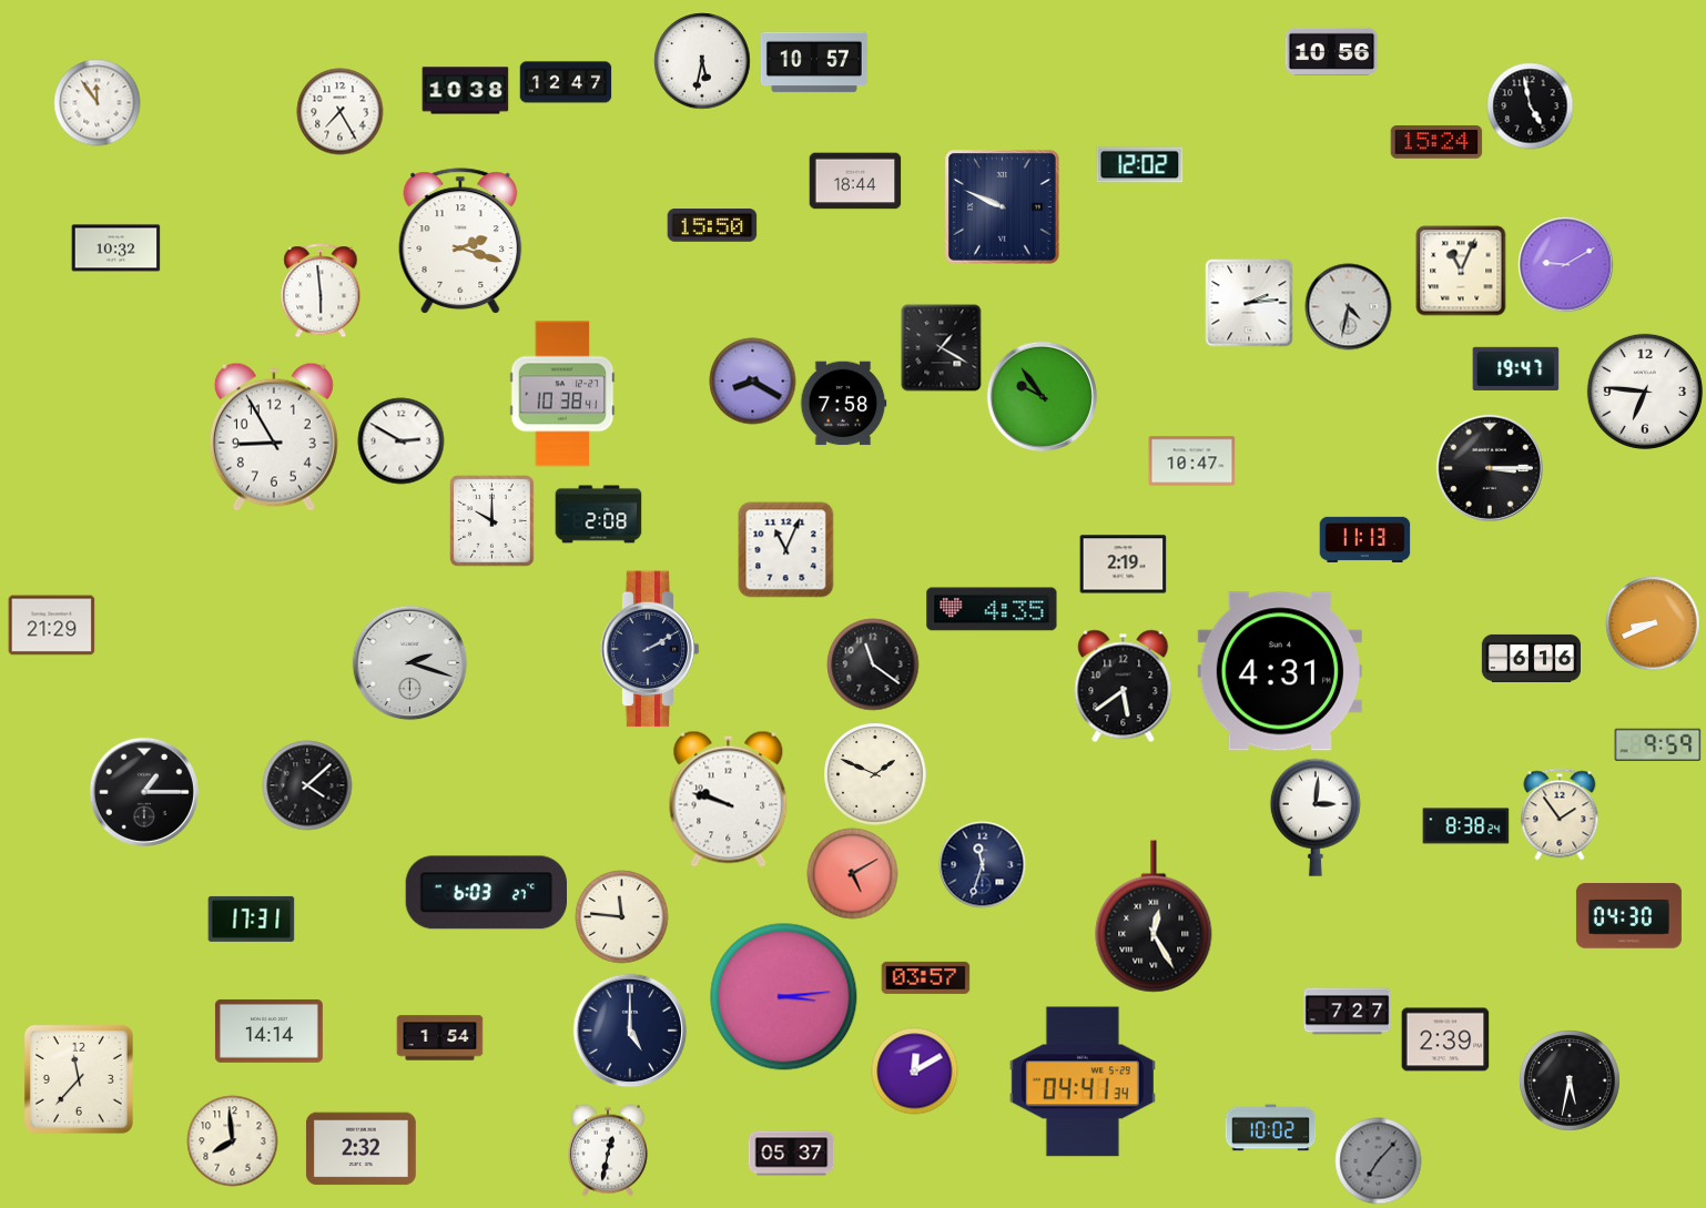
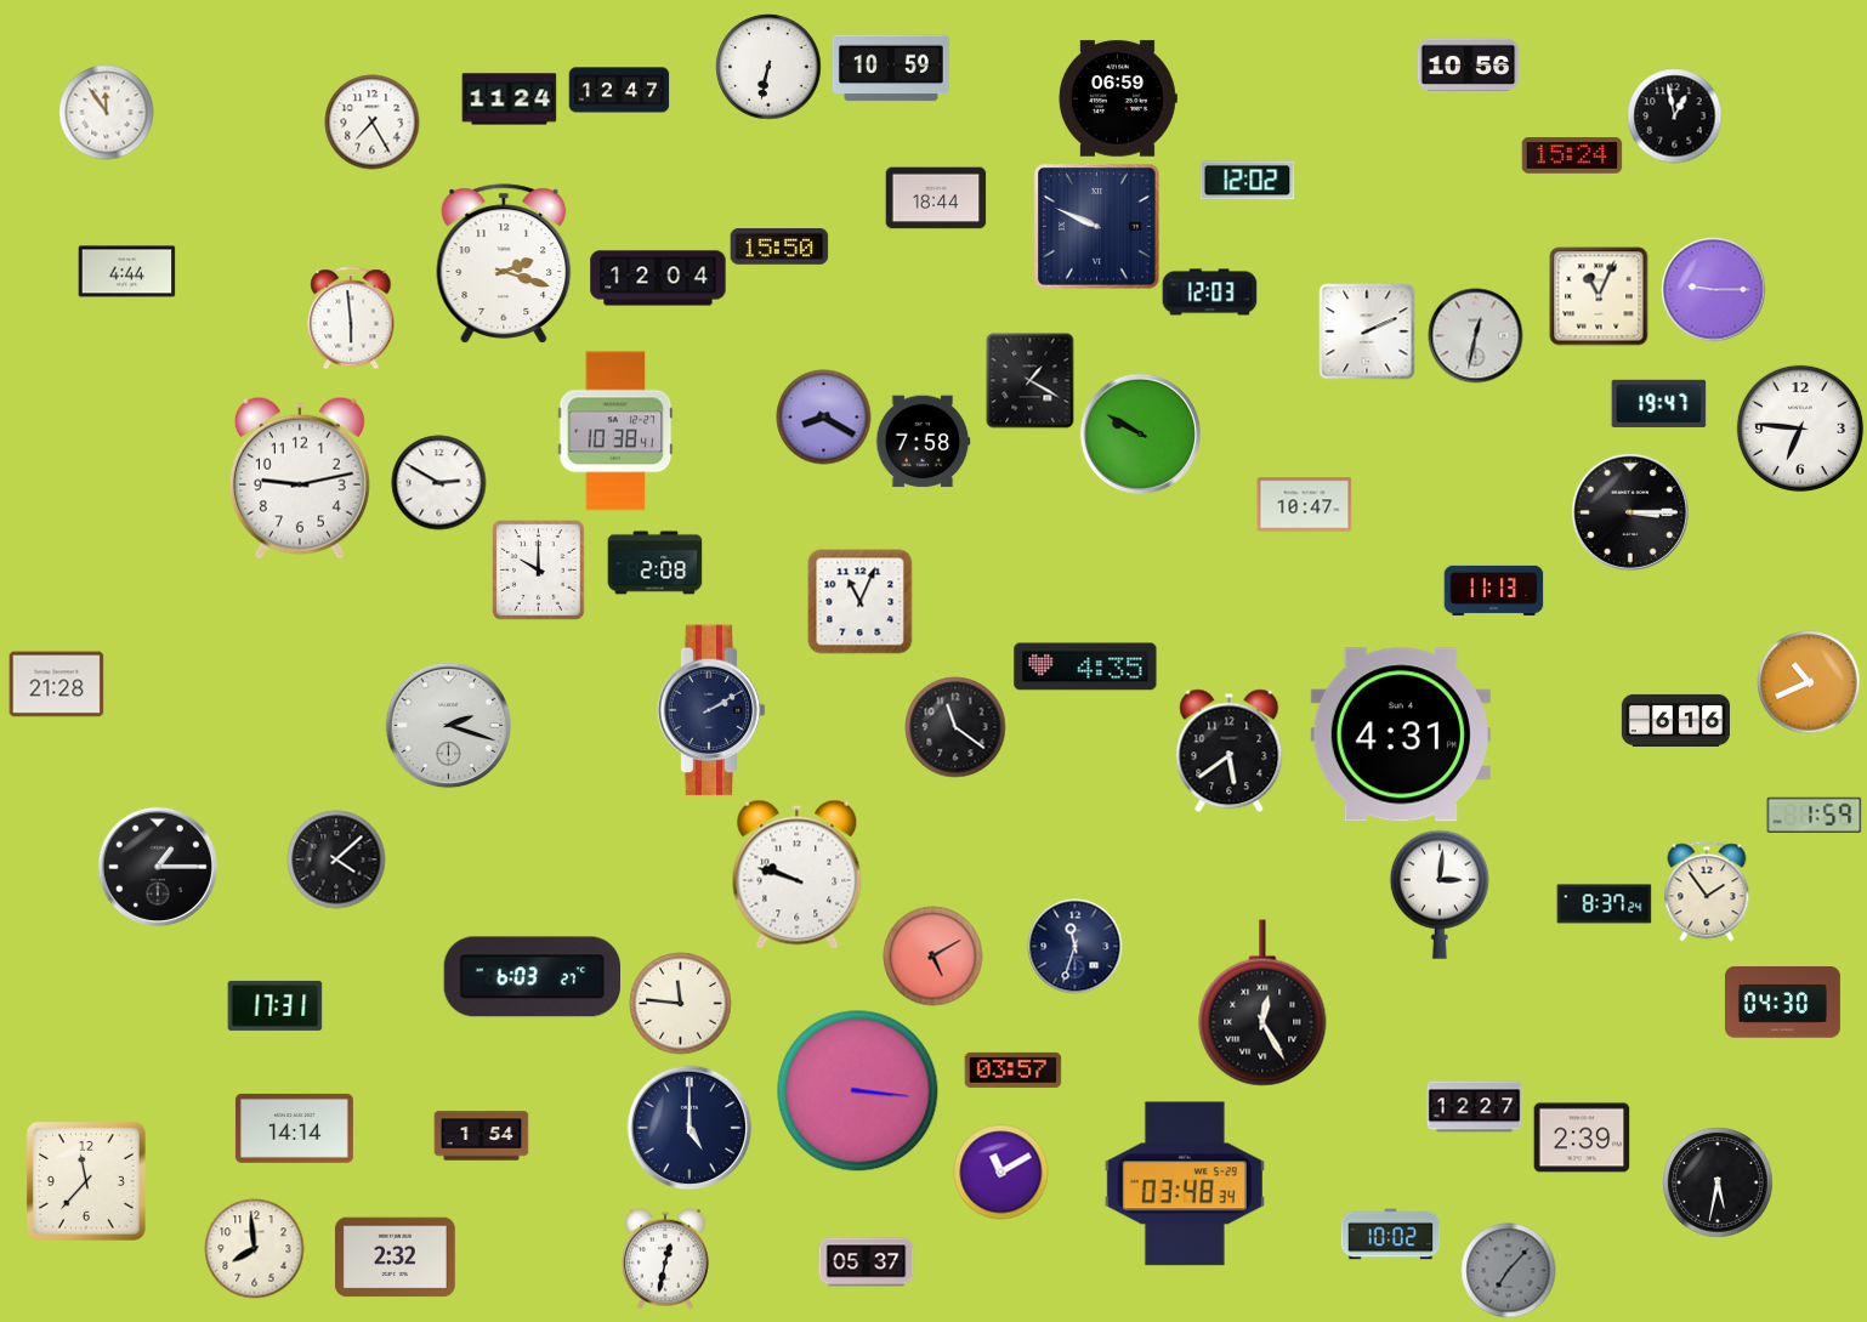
clock at (1331, 51) position: (1331, 51) -> (1468, 64)
clock at (702, 61): 5:32 -> 6:32
clock at (814, 62): 10:57 -> 10:59
clock at (1118, 98): none -> 06:59
clock at (465, 91): 10:38 -> 11:24
clock at (1530, 105): 4:58 -> 12:58
clock at (115, 248): 10:32 -> 4:44
clock at (658, 278): none -> 12:04
clock at (1565, 264): 9:10 -> 9:15
clock at (1209, 293): none -> 12:03
clock at (1249, 303): 2:14 -> 2:11
clock at (1348, 306): 4:32 -> 12:32
clock at (1042, 396): 9:54 -> 9:50
clock at (274, 437): 8:55 -> 9:13
clock at (1123, 565): 2:19 -> none
clock at (1653, 623): 8:41 -> 10:41
clock at (51, 626): 21:29 -> 21:28
clock at (1657, 744): 9:59 -> 1:59
clock at (875, 774): 1:49 -> none
clock at (1465, 826): 8:38 -> 8:37
clock at (784, 997): 3:14 -> 3:16
clock at (1347, 1012): 7:27 -> 12:27
clock at (914, 1070): 12:10 -> 11:10
clock at (1083, 1082): 04:41 -> 03:48
